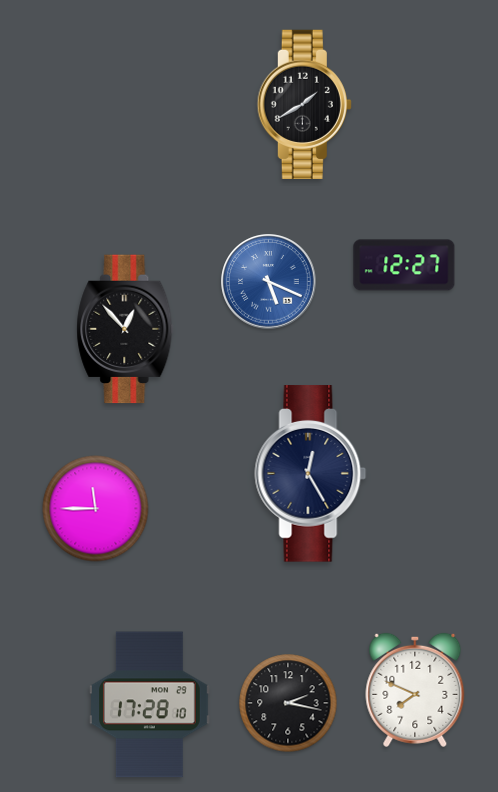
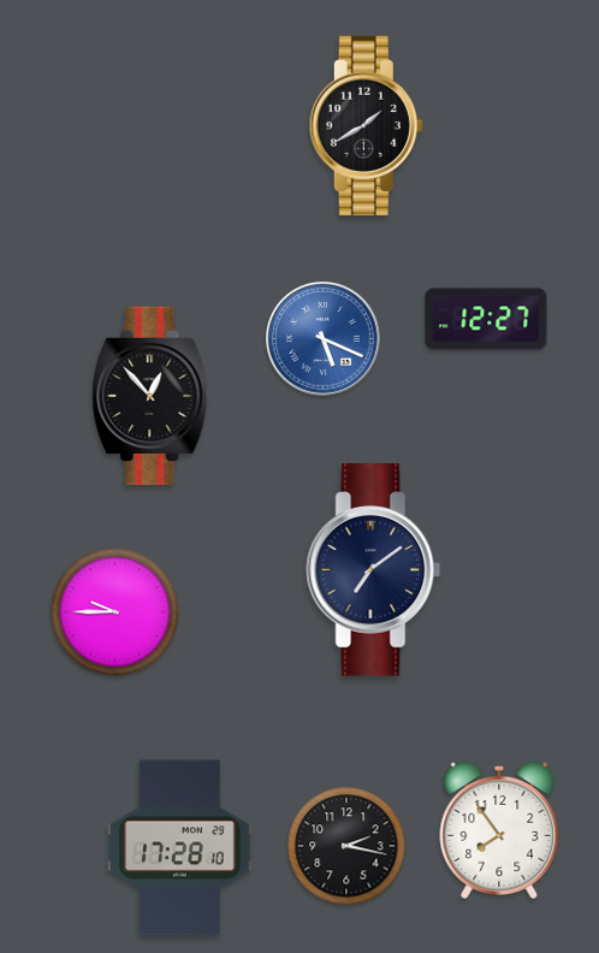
clock at (311, 474): 12:25 -> 7:09
clock at (96, 509): 11:45 -> 9:45
clock at (415, 690): 7:49 -> 7:54
